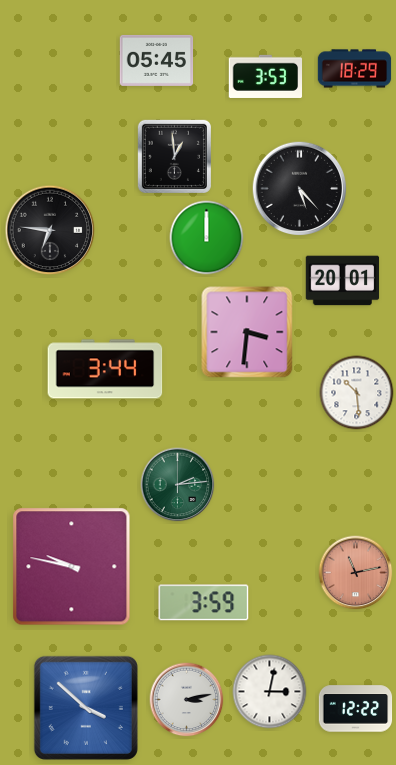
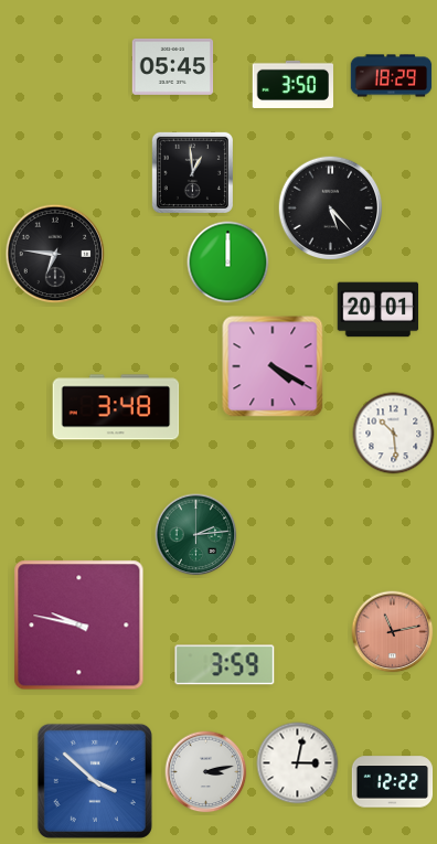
clock at (266, 76): 3:53 -> 3:50
clock at (247, 332): 3:31 -> 4:20
clock at (105, 369): 3:44 -> 3:48
